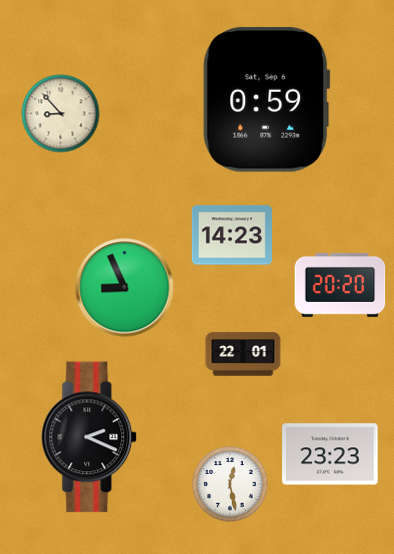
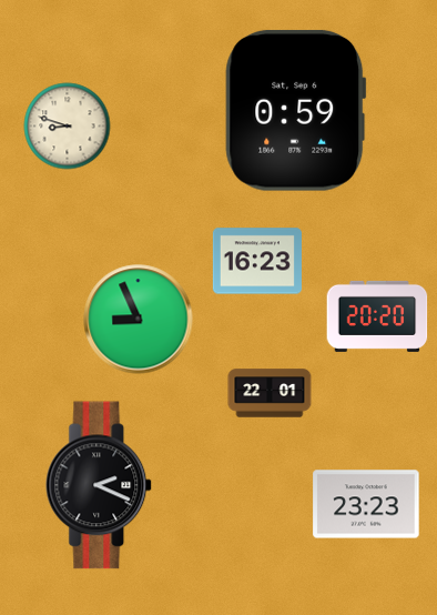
clock at (61, 114): 8:53 -> 8:48
clock at (232, 235): 14:23 -> 16:23
clock at (230, 484): 12:28 -> none
